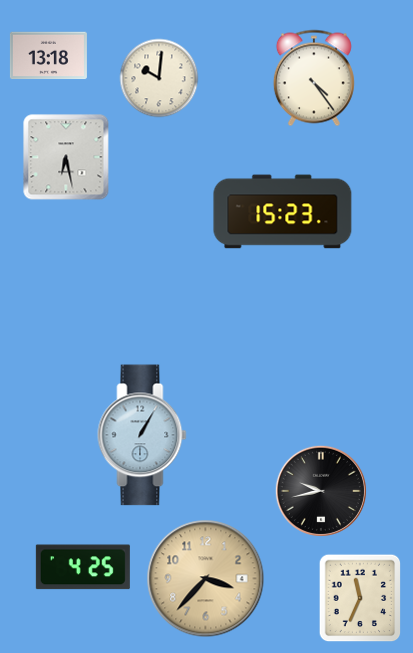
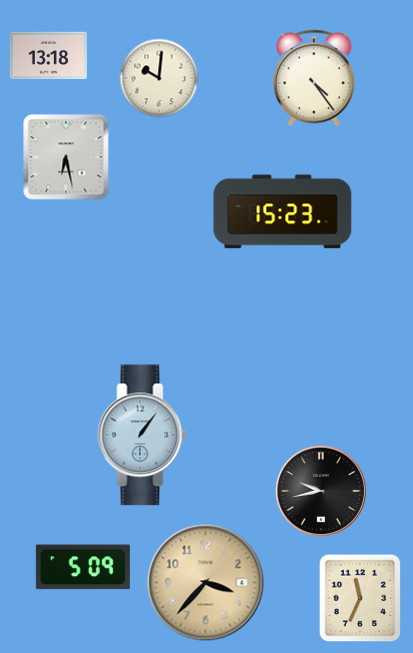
clock at (142, 435): 1:05 -> 1:06
clock at (83, 567): 4:25 -> 5:09
clock at (206, 579) position: (206, 579) -> (206, 583)
